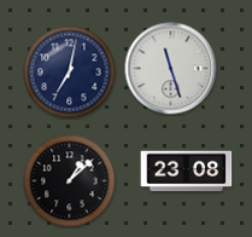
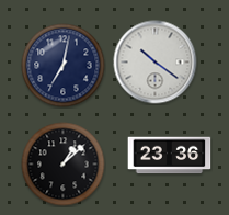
clock at (171, 69): 11:27 -> 10:21
clock at (187, 172): 23:08 -> 23:36
